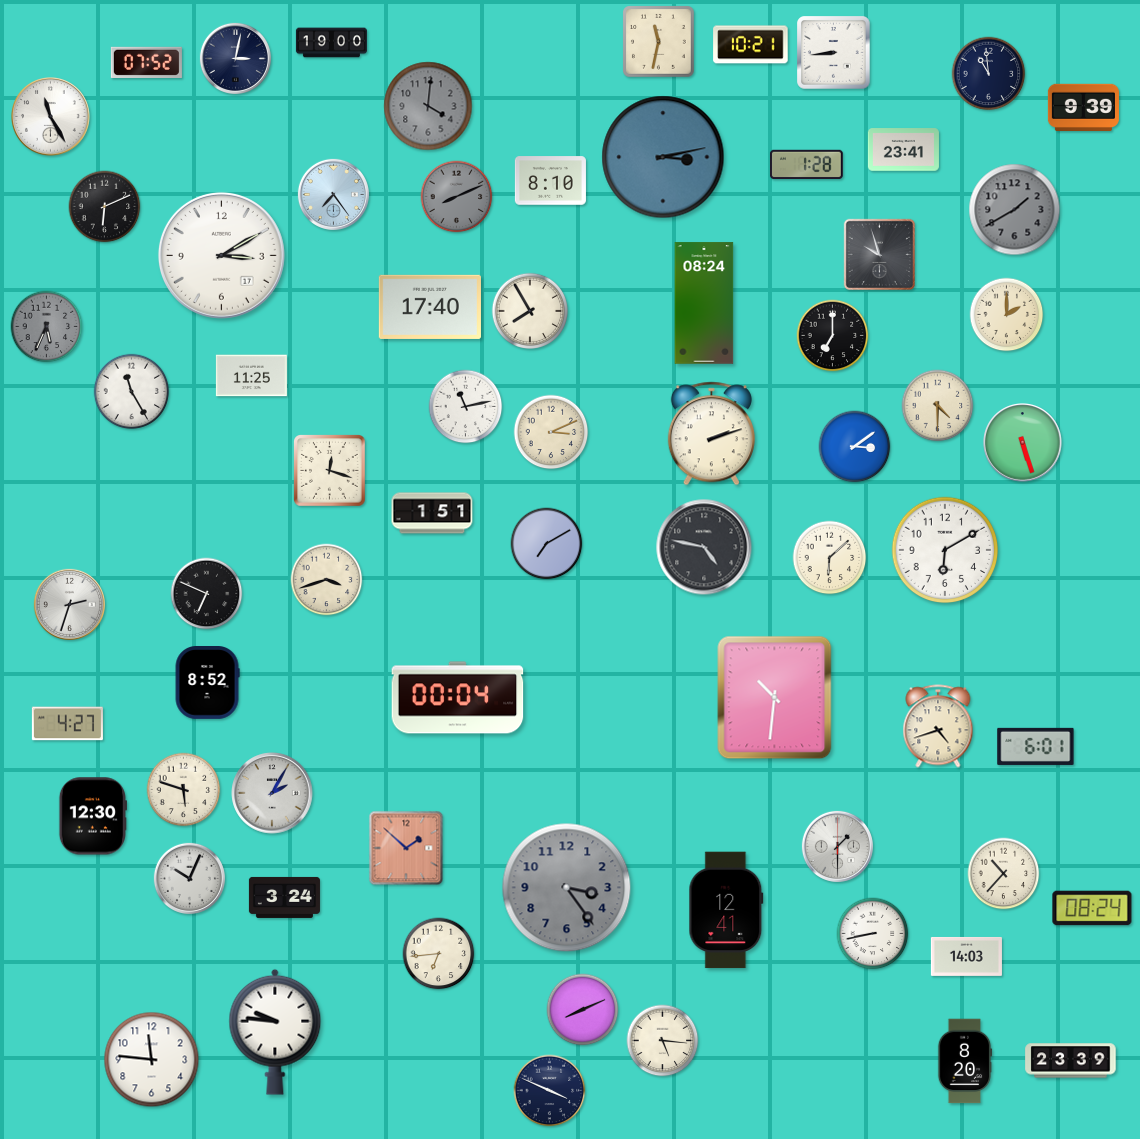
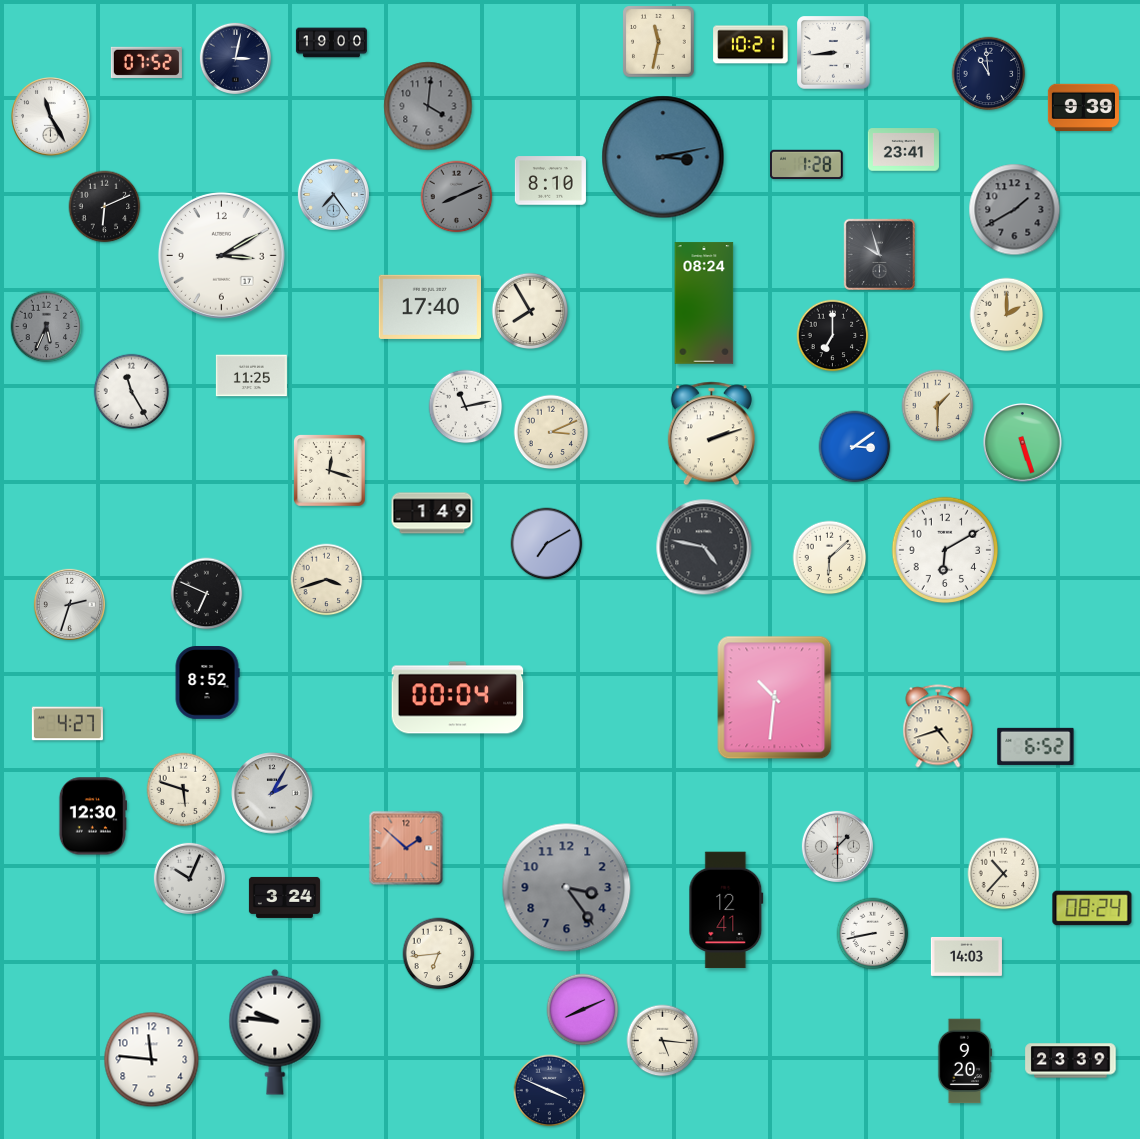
clock at (938, 406): 4:30 -> 1:30
clock at (432, 513): 1:51 -> 1:49
clock at (1036, 746): 6:01 -> 6:52
clock at (965, 1061): 8:20 -> 9:20
